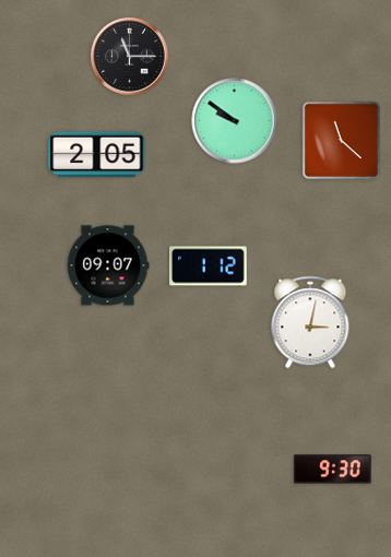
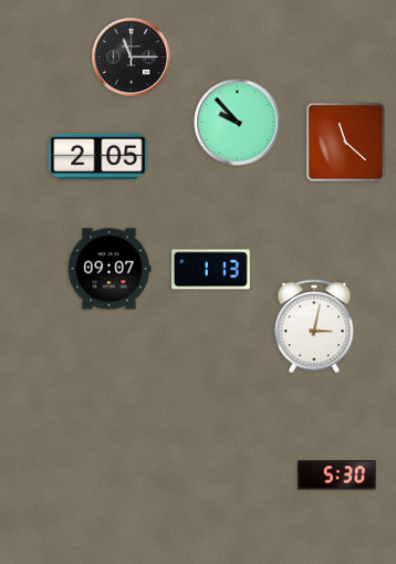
clock at (235, 121): 9:51 -> 9:53
clock at (209, 266): 1:12 -> 1:13
clock at (333, 470): 9:30 -> 5:30
